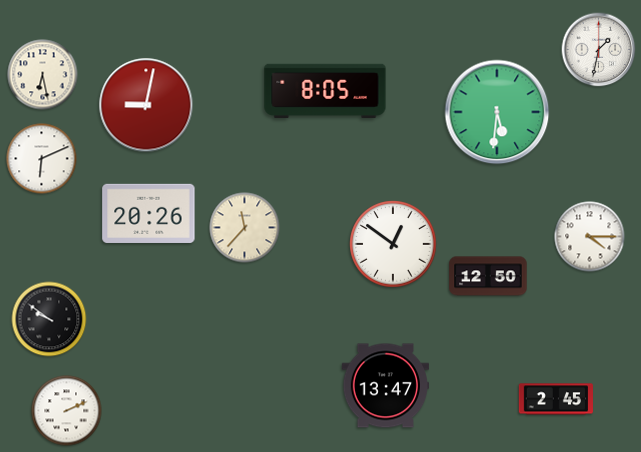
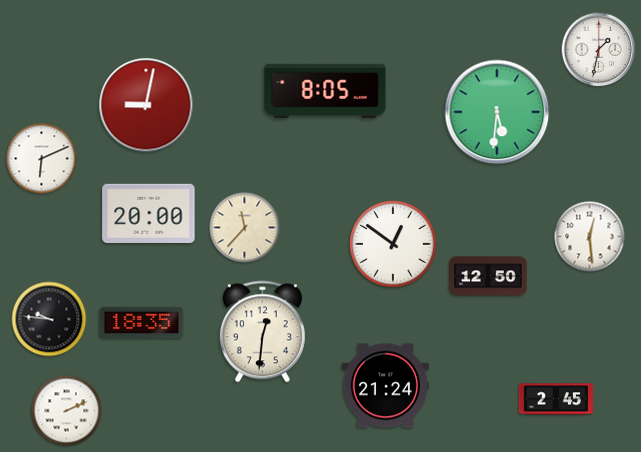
clock at (43, 75): 6:28 -> none
clock at (149, 213): 20:26 -> 20:00
clock at (590, 237): 4:15 -> 12:29
clock at (49, 319): 9:51 -> 9:46
clock at (142, 323): none -> 18:35
clock at (262, 332): none -> 12:31
clock at (385, 386): 13:47 -> 21:24
